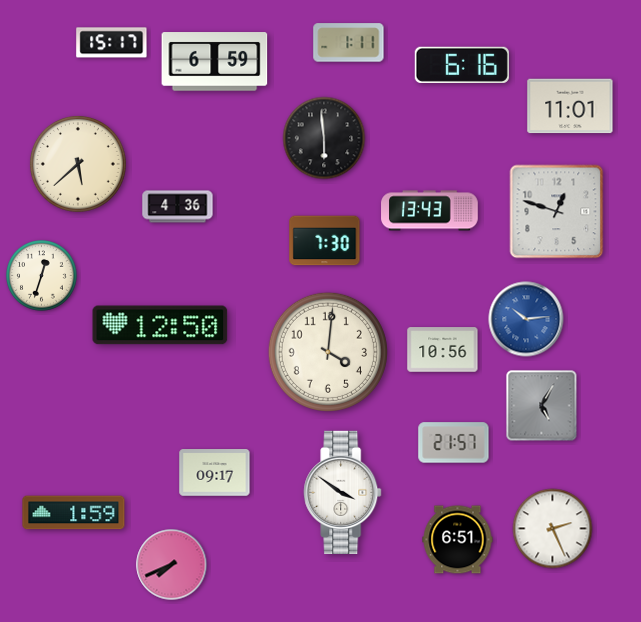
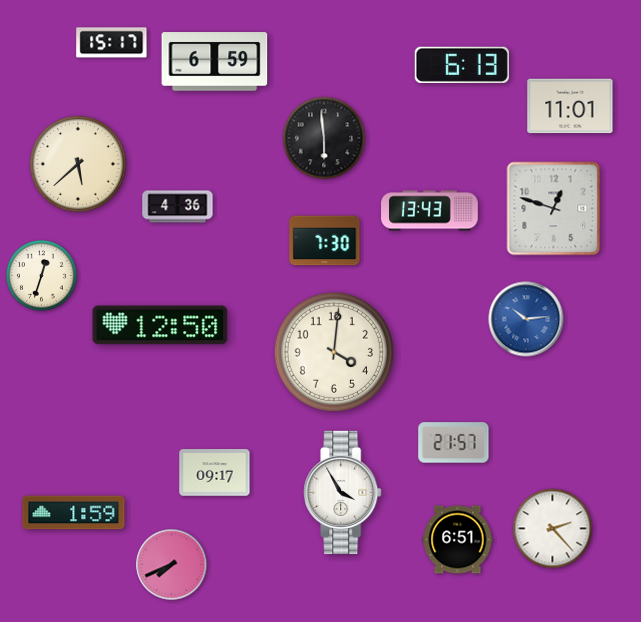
clock at (349, 43): 1:11 -> none
clock at (462, 65): 6:16 -> 6:13
clock at (557, 212) position: (557, 212) -> (554, 209)
clock at (443, 350): 10:56 -> none
clock at (328, 352) position: (328, 352) -> (334, 352)
clock at (542, 406): 5:05 -> none
clock at (343, 492): 3:51 -> 3:55
clock at (553, 529): 2:26 -> 2:23
